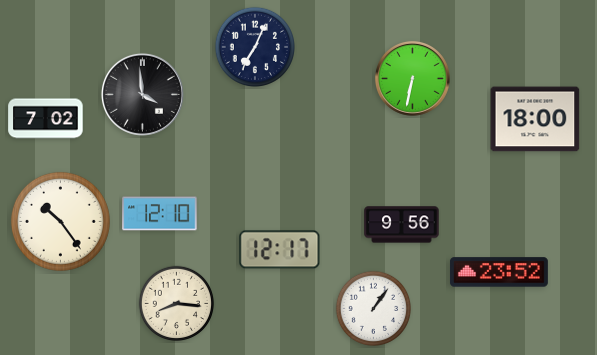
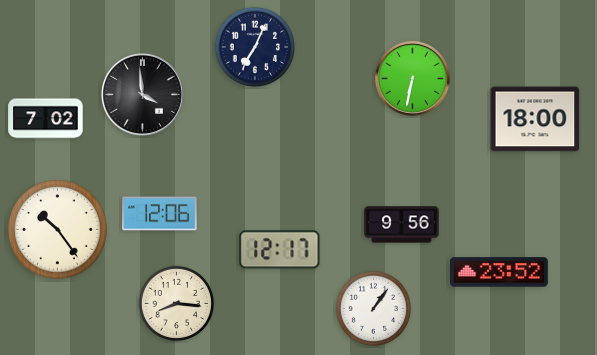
clock at (160, 214): 12:10 -> 12:06
clock at (60, 221) position: (60, 221) -> (57, 229)
